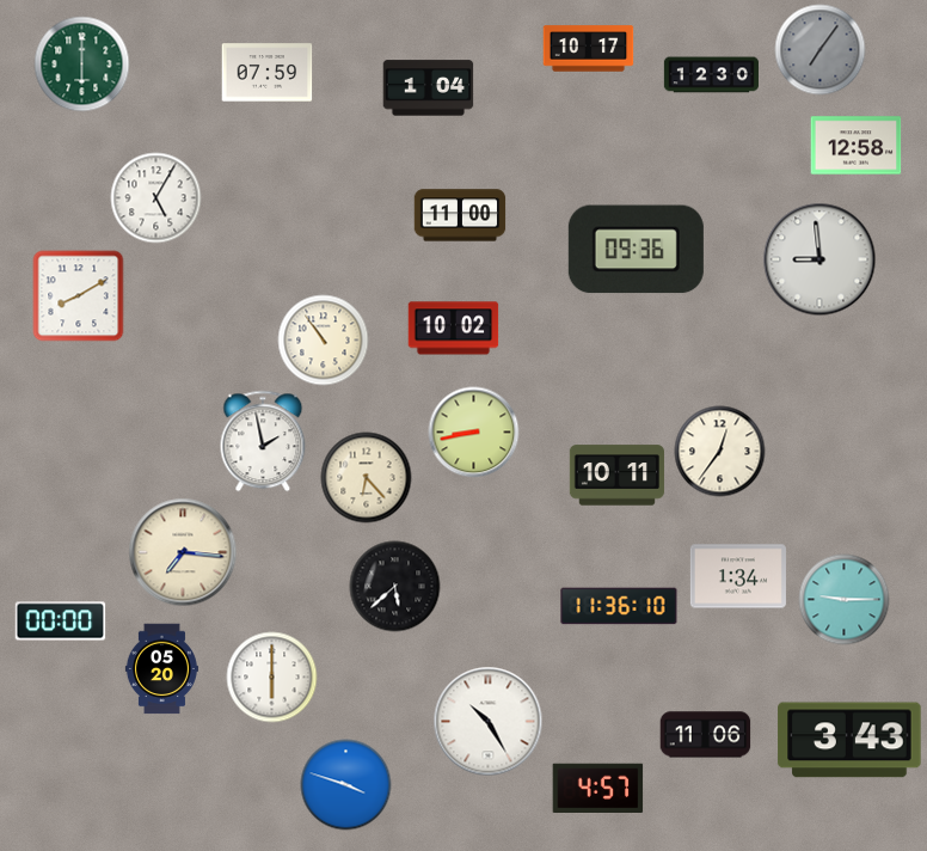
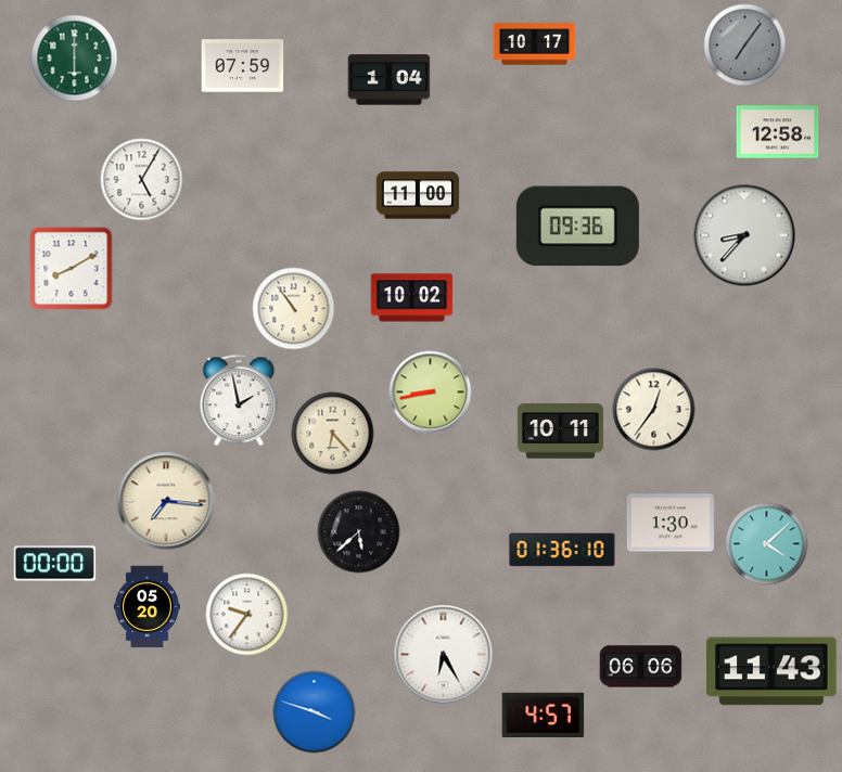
clock at (711, 75): 12:30 -> none
clock at (819, 259): 8:59 -> 8:37
clock at (738, 576): 1:34 -> 1:30
clock at (845, 600): 9:15 -> 4:08
clock at (619, 606): 11:36 -> 01:36
clock at (272, 678): 6:00 -> 9:36
clock at (489, 722): 10:25 -> 6:25
clock at (706, 735): 11:06 -> 06:06
clock at (849, 740): 3:43 -> 11:43
